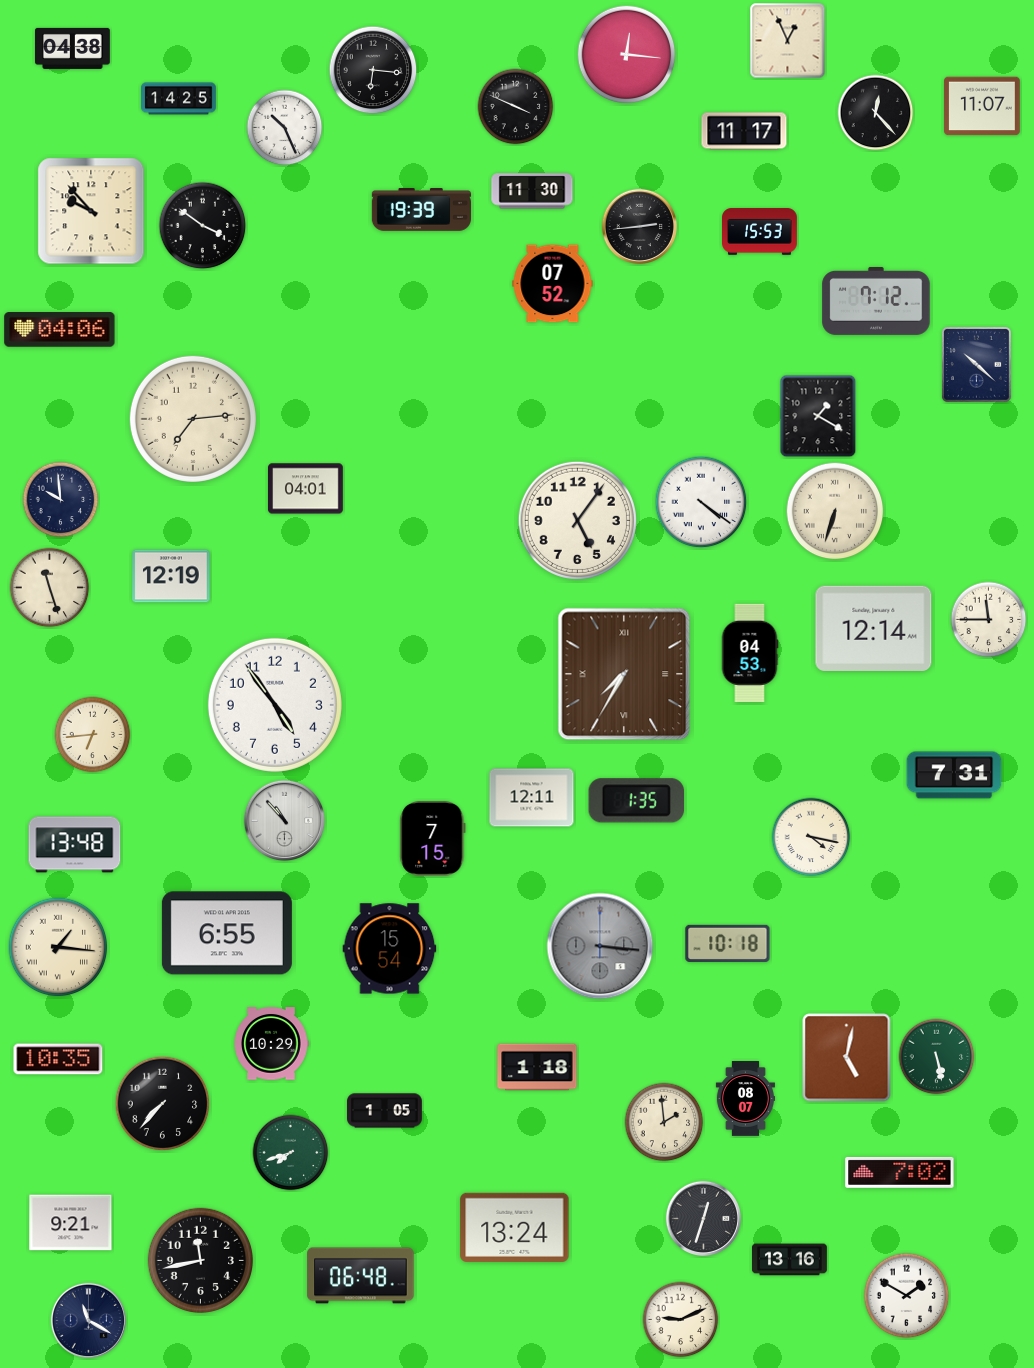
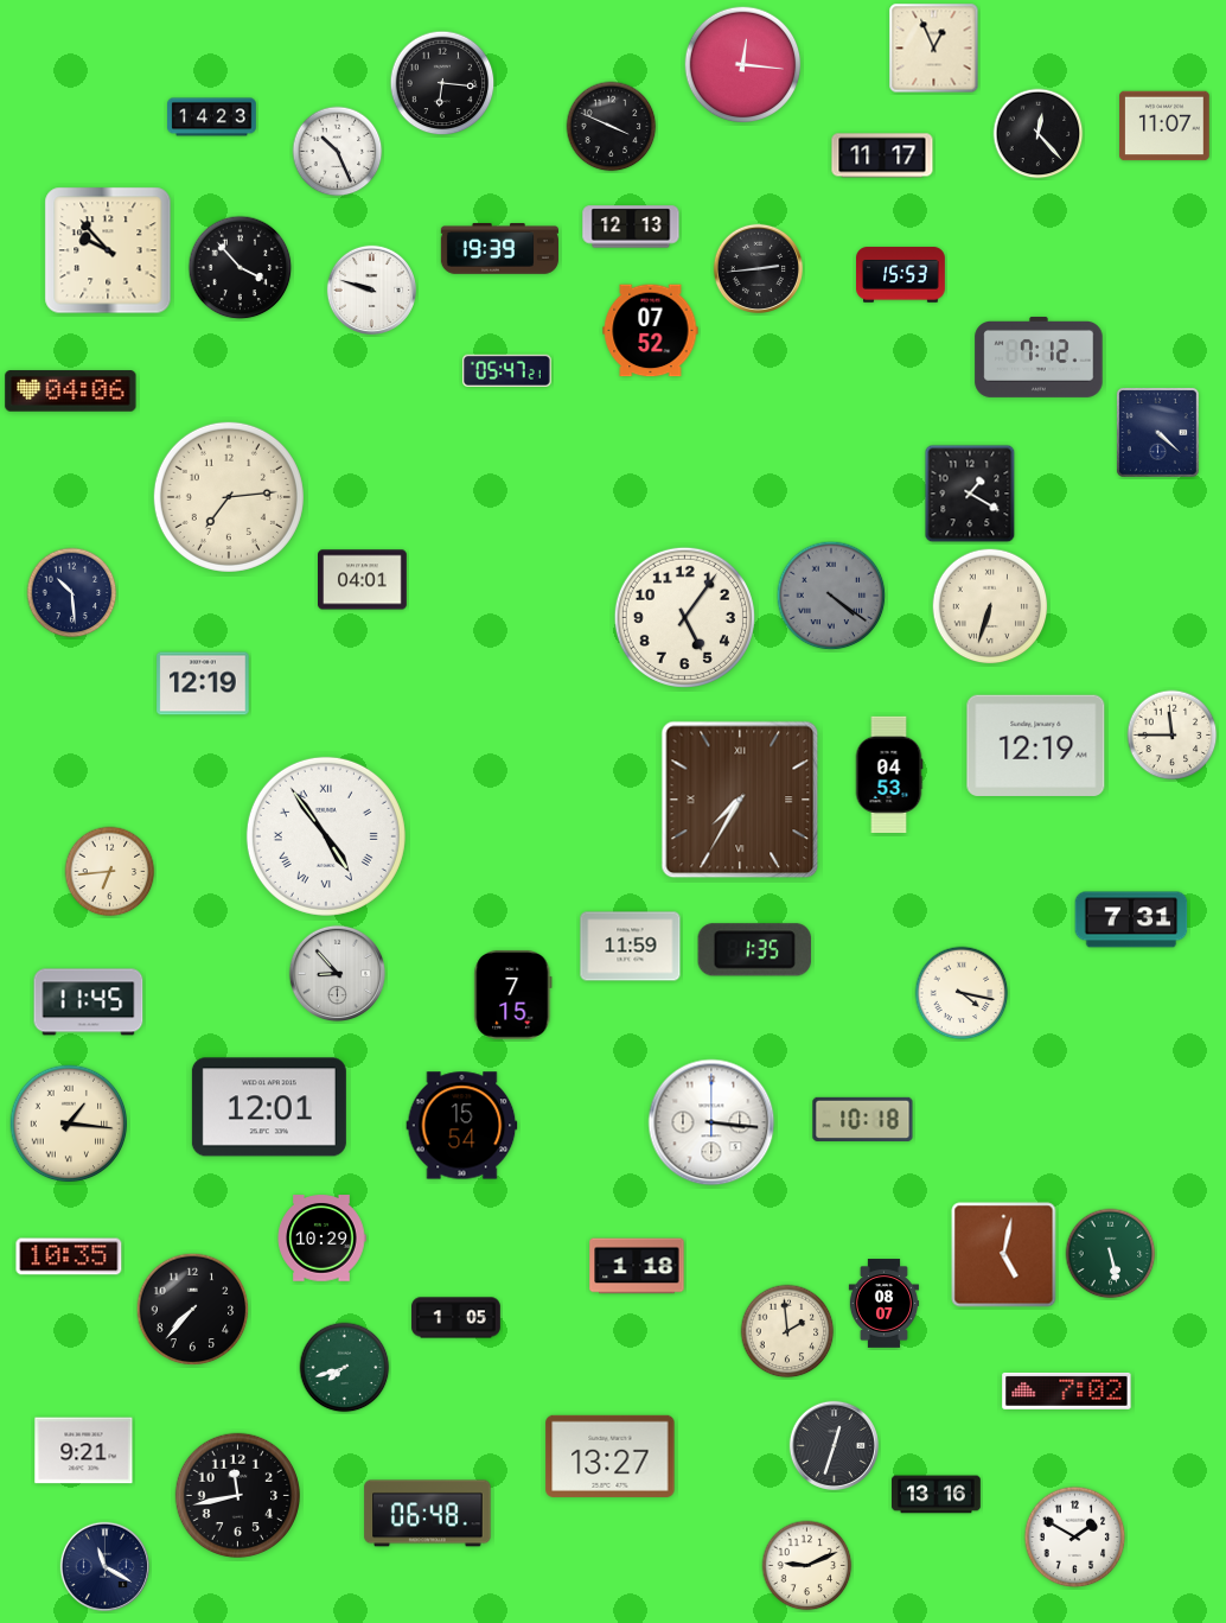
clock at (73, 48): 04:38 -> none
clock at (179, 99): 14:25 -> 14:23
clock at (532, 191): 11:30 -> 12:13
clock at (203, 226): 3:51 -> 3:53
clock at (371, 289): none -> 9:48
clock at (553, 284) position: (553, 284) -> (651, 331)
clock at (506, 370): none -> 05:47
clock at (976, 364): 10:22 -> 4:22
clock at (61, 500): 9:59 -> 10:29
clock at (701, 502) dial: white -> grey
clock at (50, 588): 11:27 -> none
clock at (874, 628): 12:14 -> 12:19
clock at (275, 705) numerals: Arabic -> Roman
clock at (532, 798): 12:11 -> 11:59
clock at (285, 821): 10:53 -> 8:53
clock at (75, 845): 13:48 -> 11:45
clock at (227, 933): 6:55 -> 12:01
clock at (600, 946) dial: grey -> white
clock at (515, 1227): 13:24 -> 13:27
